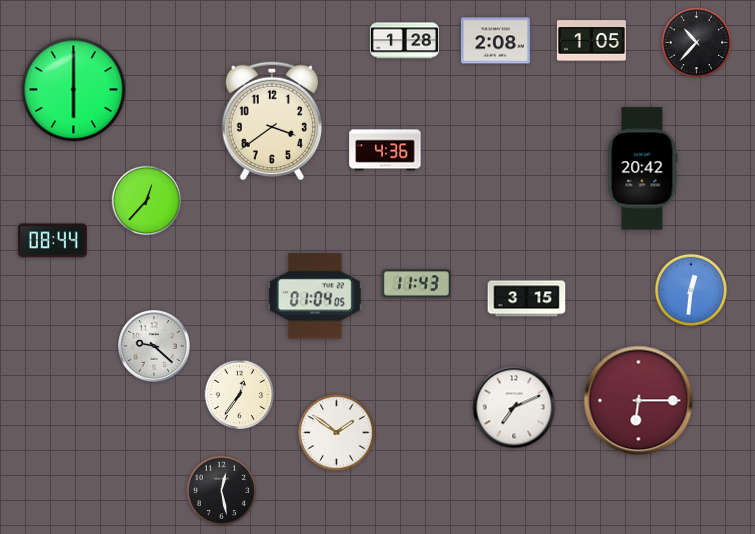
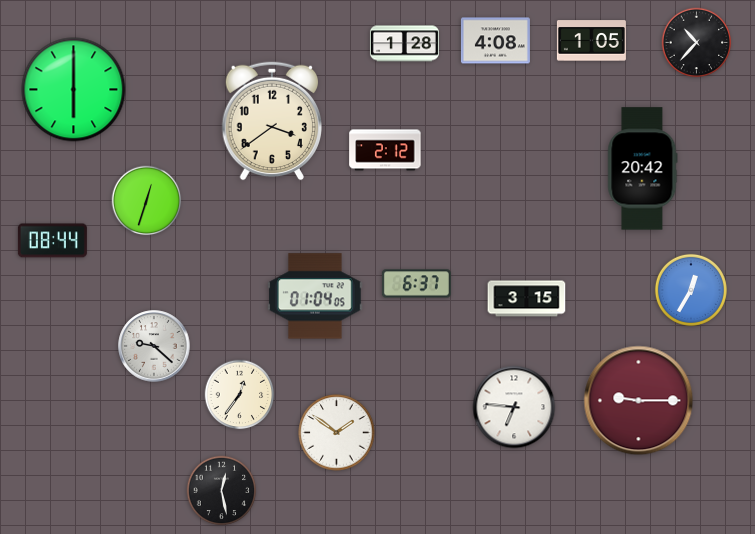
clock at (404, 41) position: (404, 41) -> (404, 44)
clock at (495, 41): 2:08 -> 4:08
clock at (385, 150): 4:36 -> 2:12
clock at (147, 201): 12:37 -> 12:33
clock at (416, 284): 11:43 -> 6:37
clock at (691, 290): 12:31 -> 12:35
clock at (639, 401): 6:15 -> 9:15
clock at (514, 407): 7:11 -> 6:46
